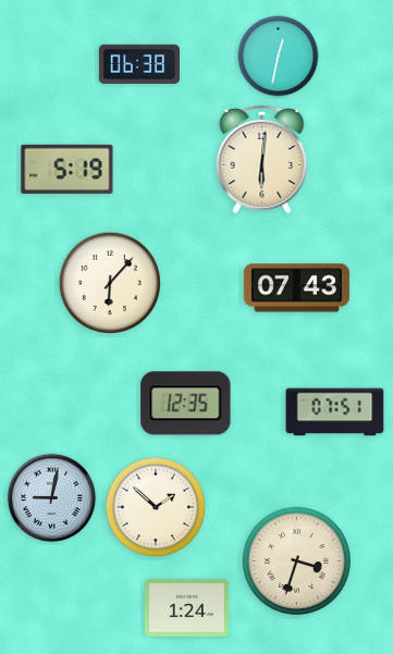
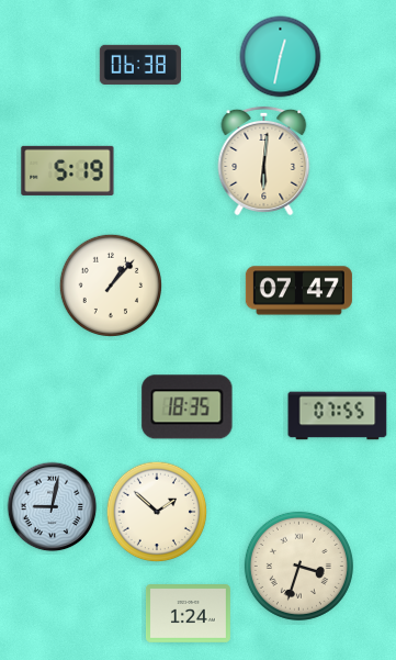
clock at (109, 282): 6:07 -> 1:07
clock at (296, 288): 07:43 -> 07:47
clock at (186, 404): 12:35 -> 18:35
clock at (335, 412): 07:51 -> 07:55
clock at (52, 498) position: (52, 498) -> (53, 507)
